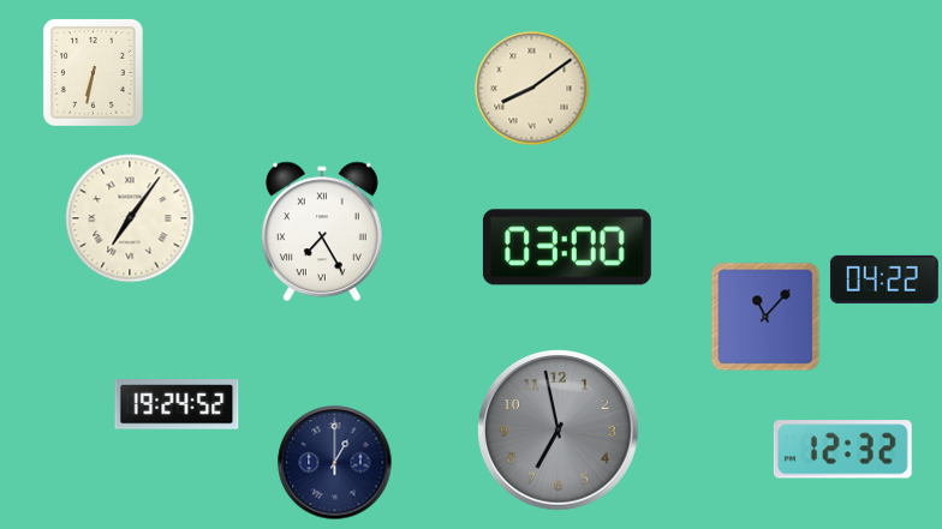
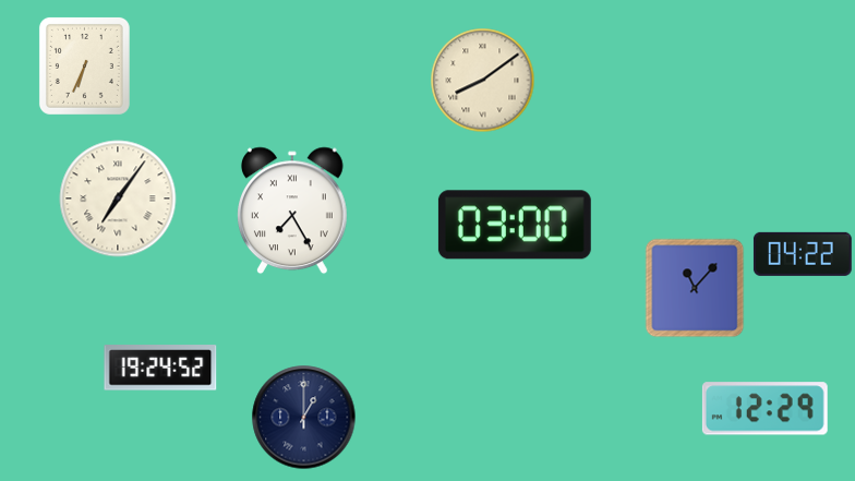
clock at (93, 72): 6:32 -> 6:34
clock at (559, 431): 6:58 -> none
clock at (842, 450): 12:32 -> 12:29
clock at (335, 463) position: (335, 463) -> (304, 418)
